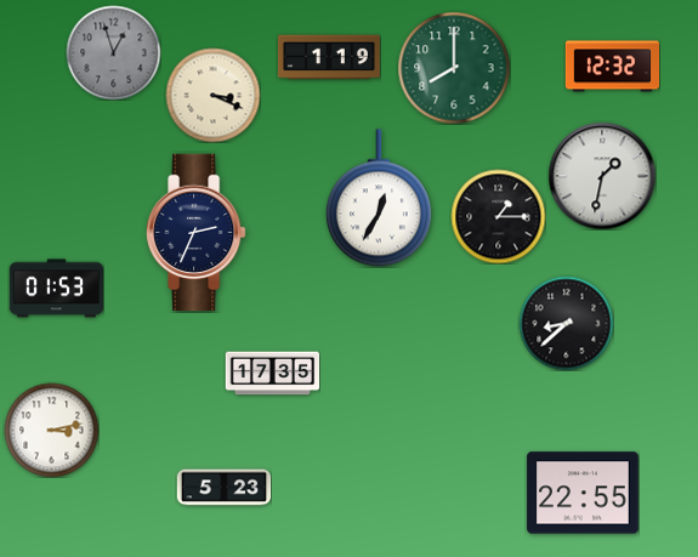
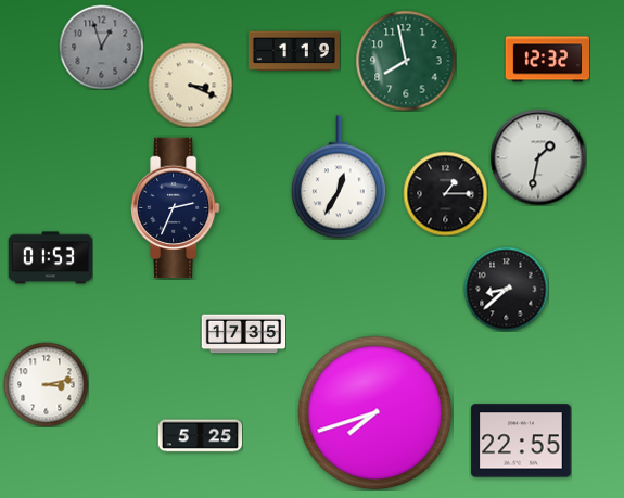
clock at (454, 68): 8:00 -> 7:58
clock at (375, 413): none -> 7:42
clock at (223, 488): 5:23 -> 5:25
